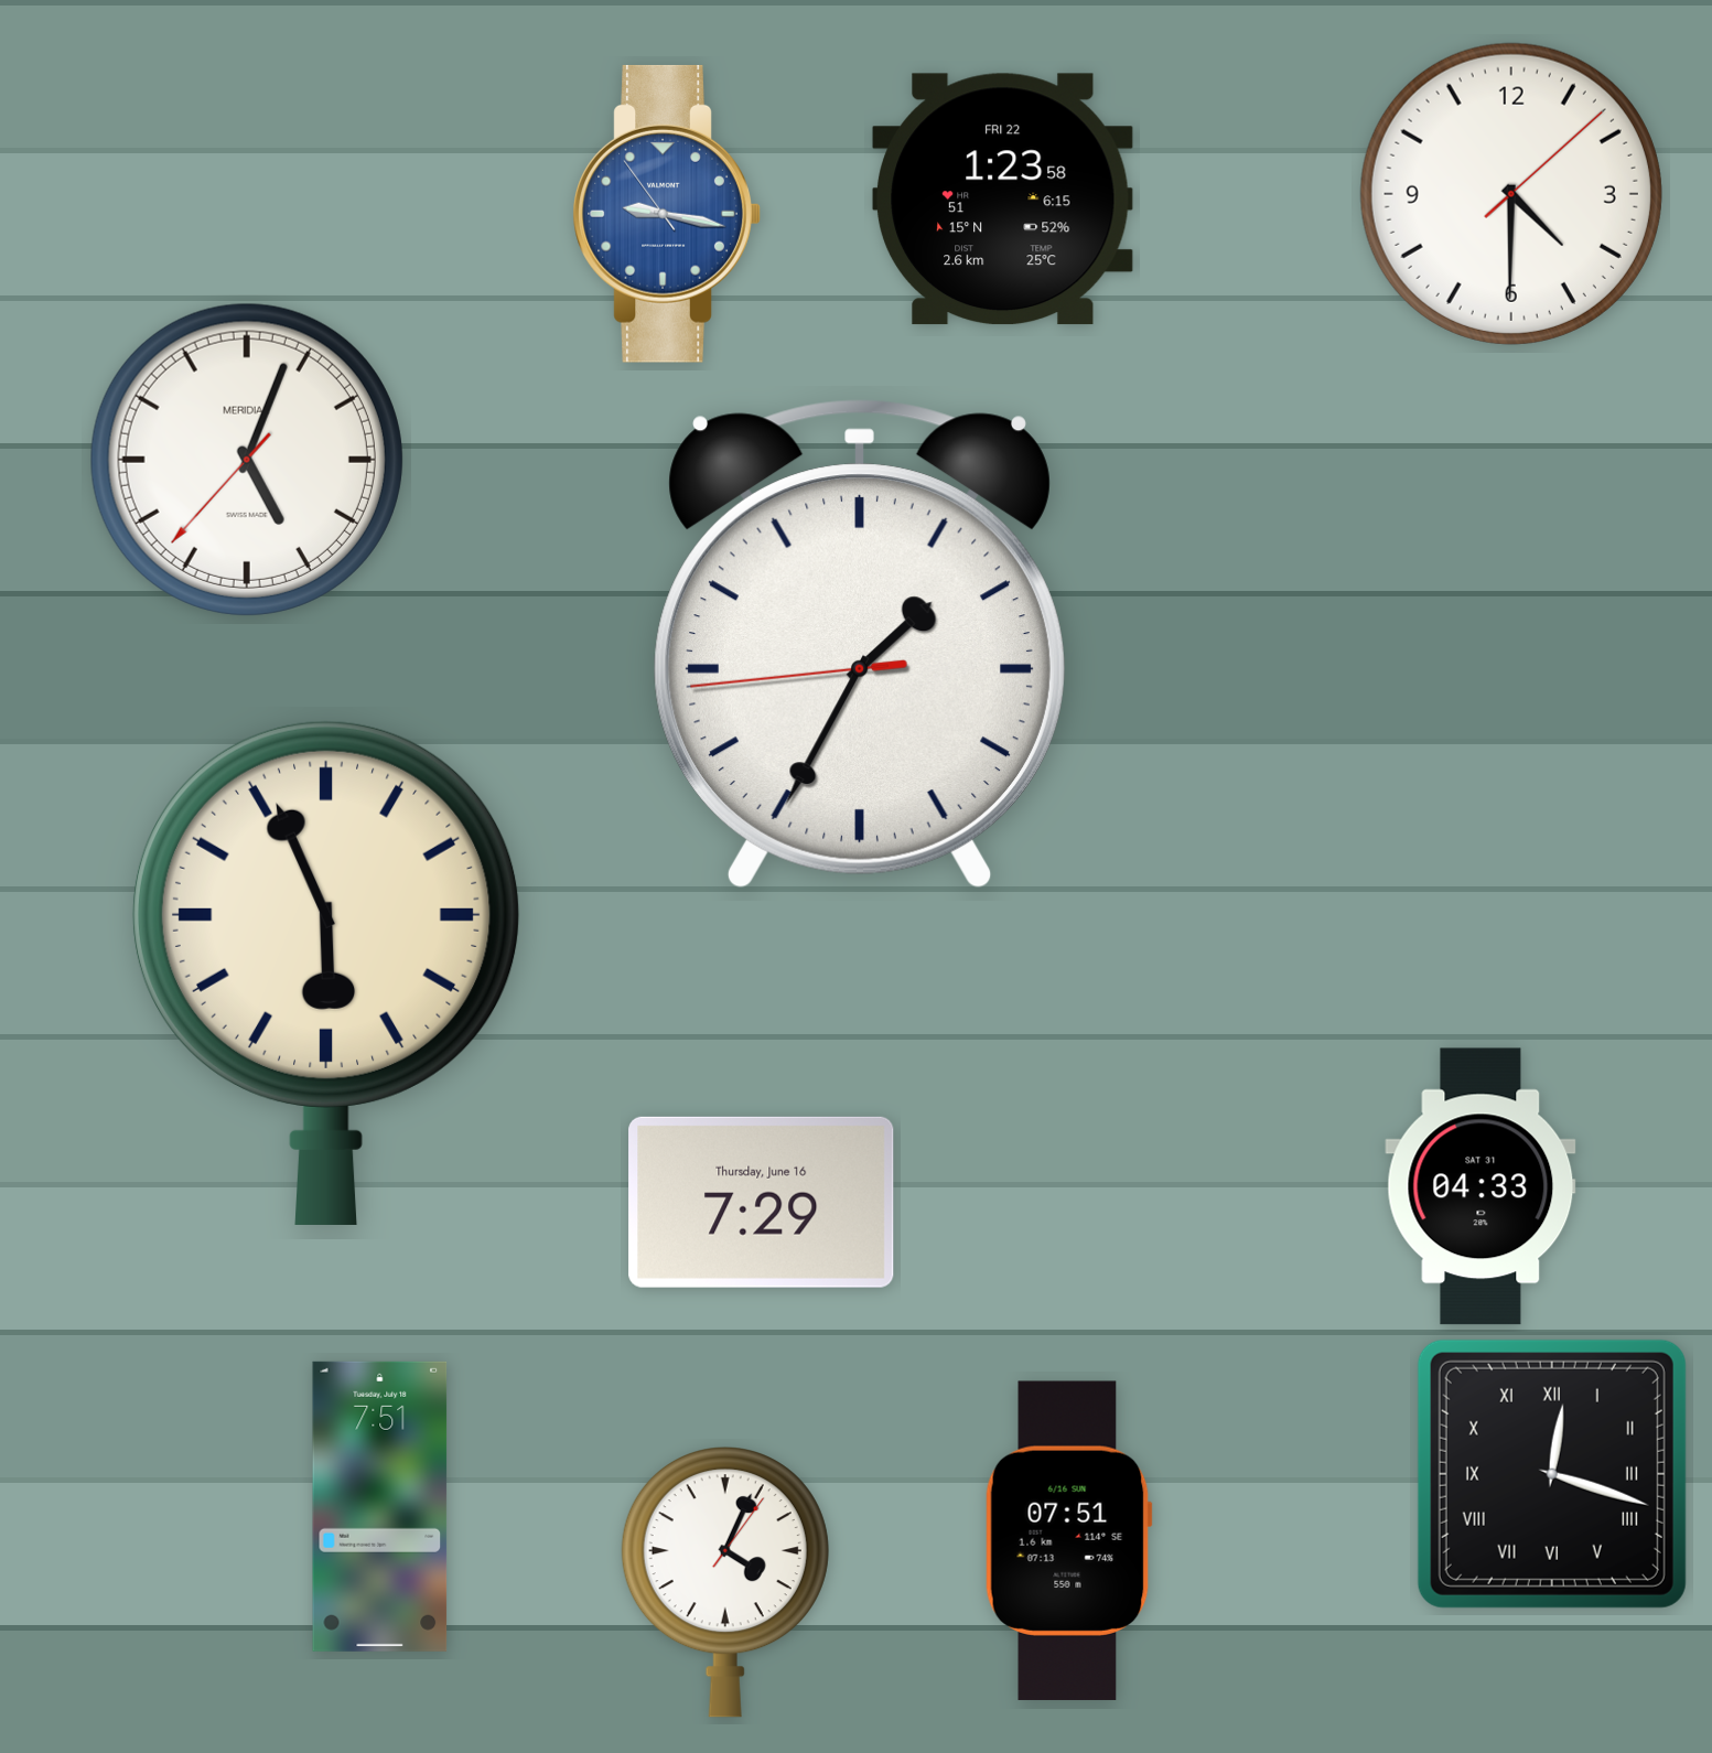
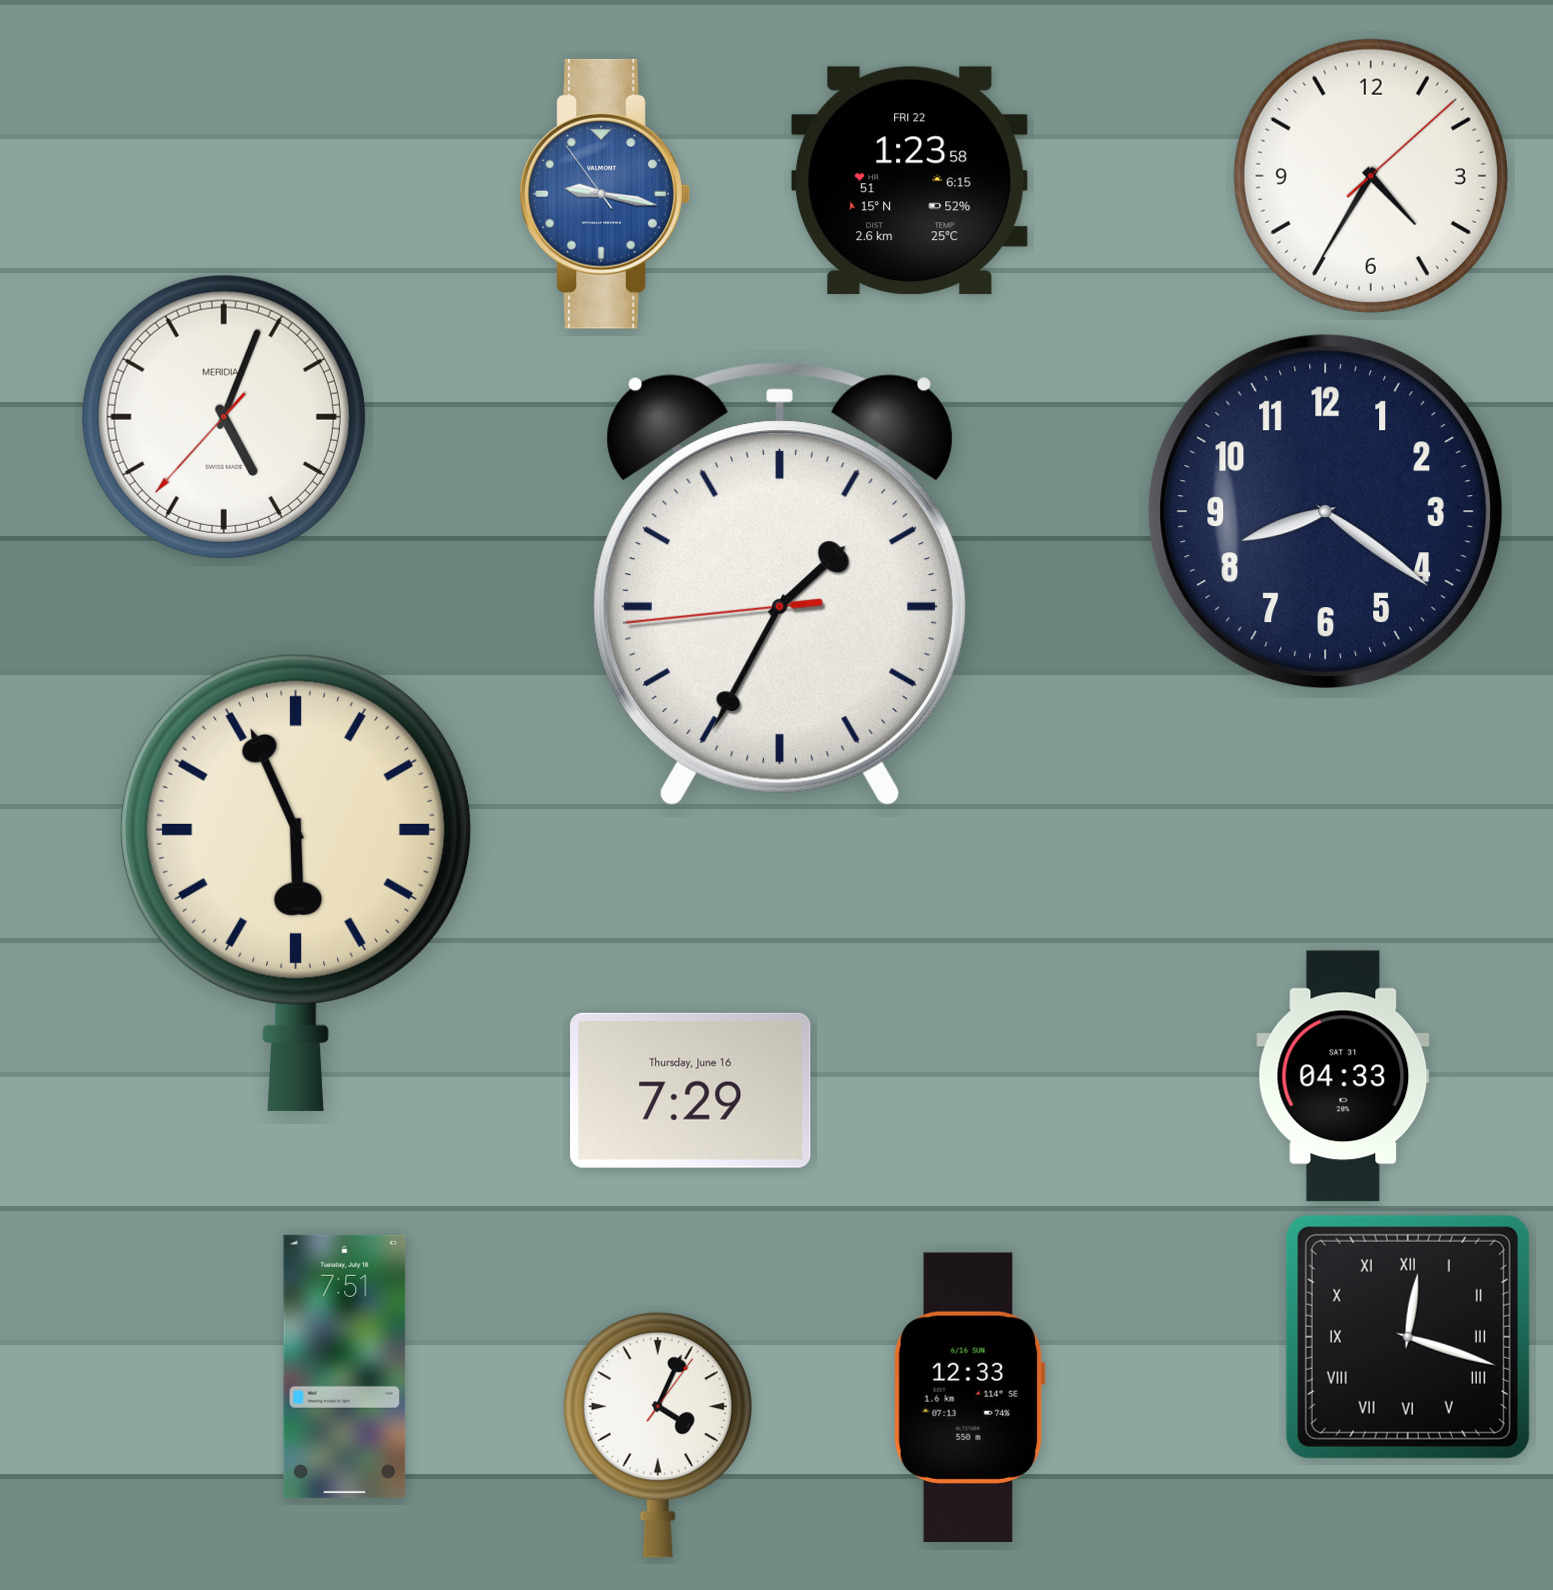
clock at (1511, 194): 4:30 -> 4:35
clock at (1325, 511): none -> 8:21
clock at (1068, 1540): 07:51 -> 12:33
